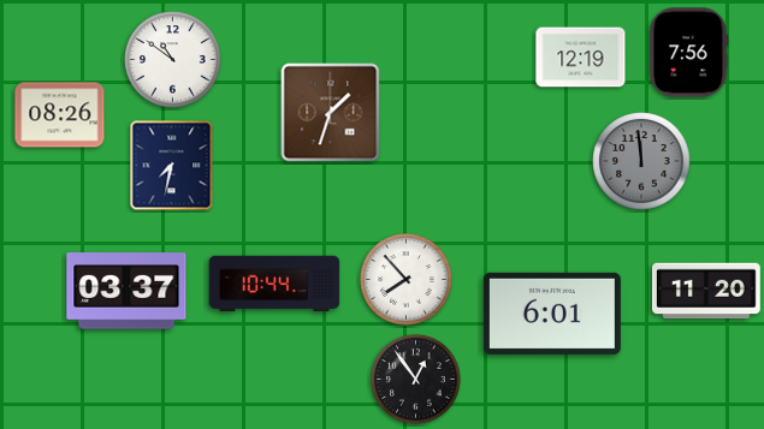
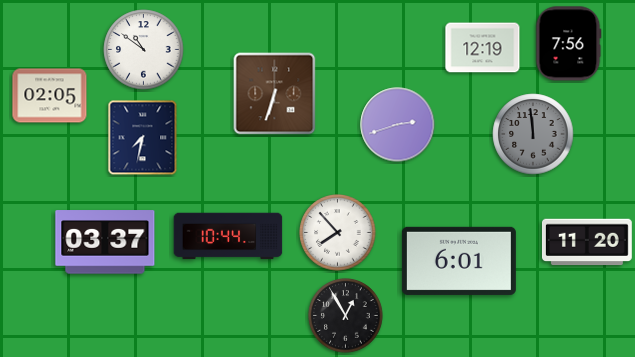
clock at (689, 53) position: (689, 53) -> (569, 44)
clock at (331, 113): 1:33 -> 6:33
clock at (60, 115): 08:26 -> 02:05
clock at (398, 125): none -> 2:42
clock at (416, 380): 12:54 -> 12:55
